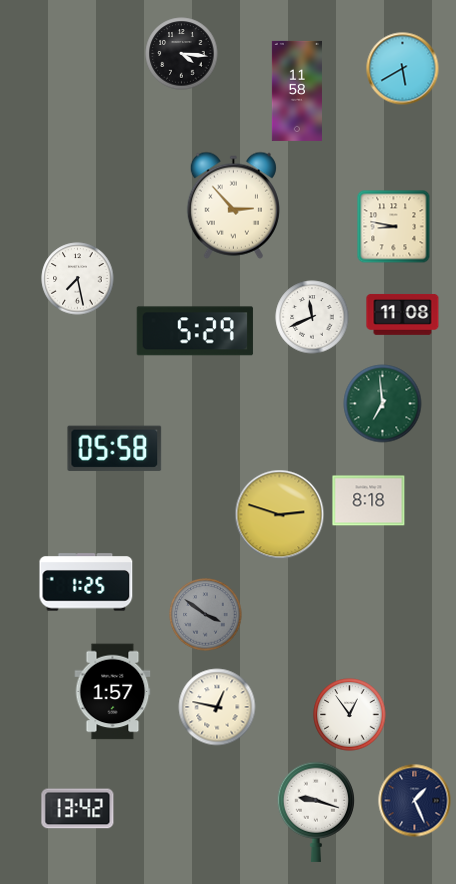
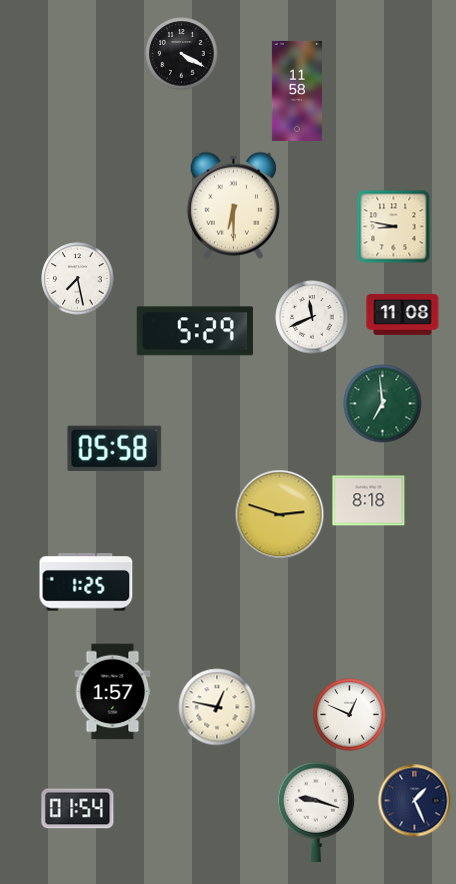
clock at (182, 54): 4:16 -> 4:20
clock at (403, 69): 5:40 -> none
clock at (233, 205): 2:53 -> 6:30
clock at (206, 615): 3:51 -> none
clock at (350, 715): 12:54 -> 12:49
clock at (78, 809): 13:42 -> 01:54
